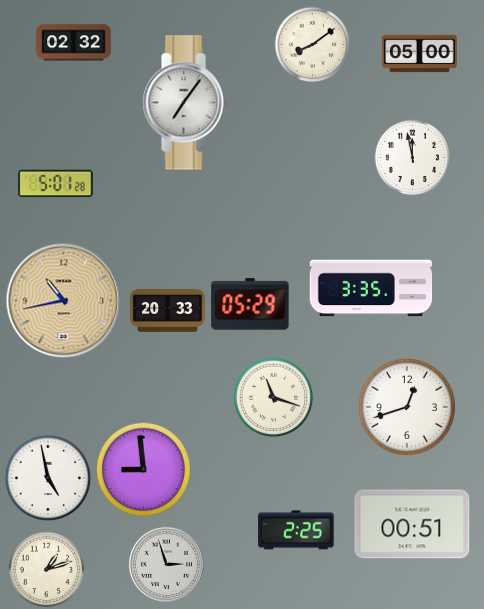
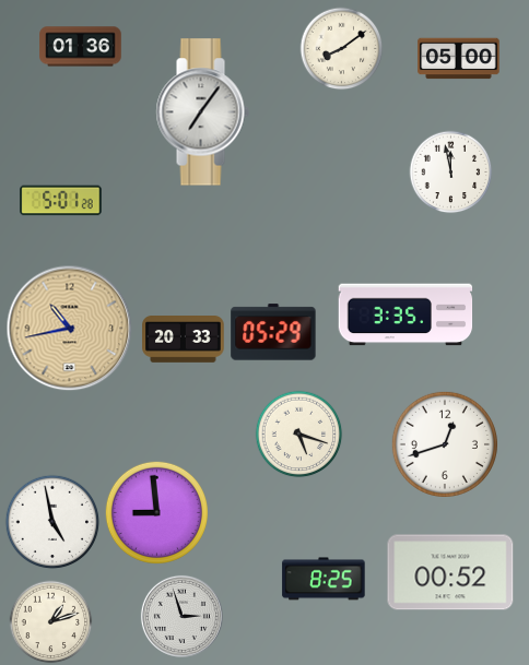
clock at (74, 43): 02:32 -> 01:36
clock at (274, 398): 11:18 -> 5:18
clock at (412, 524): 00:51 -> 00:52
clock at (296, 530): 2:25 -> 8:25
